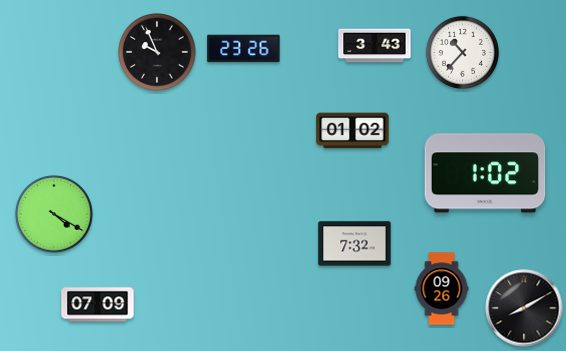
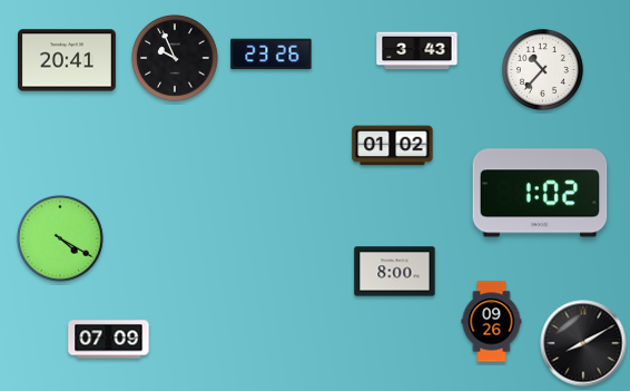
clock at (462, 52) position: (462, 52) -> (542, 69)
clock at (68, 60): none -> 20:41
clock at (355, 244): 7:32 -> 8:00
